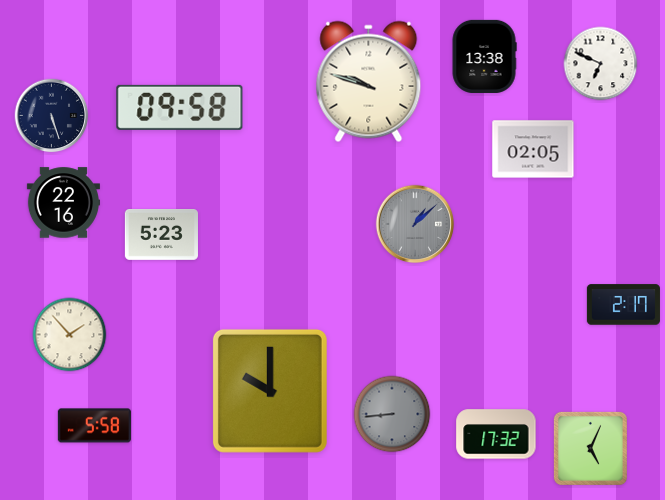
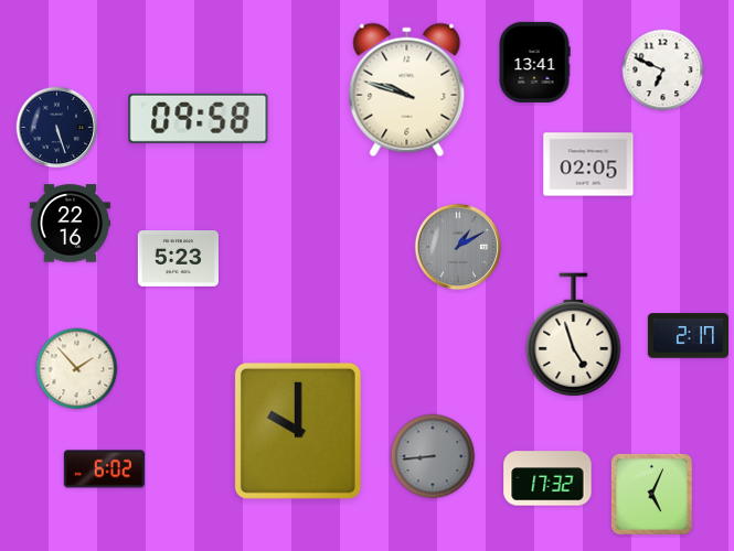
clock at (484, 56): 13:38 -> 13:41
clock at (415, 224): 1:08 -> 1:10
clock at (574, 335): none -> 4:57
clock at (94, 426): 5:58 -> 6:02
